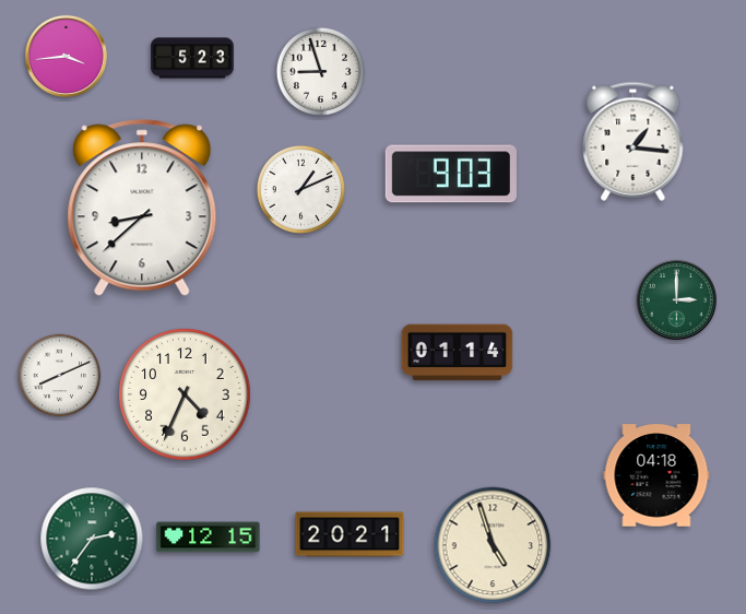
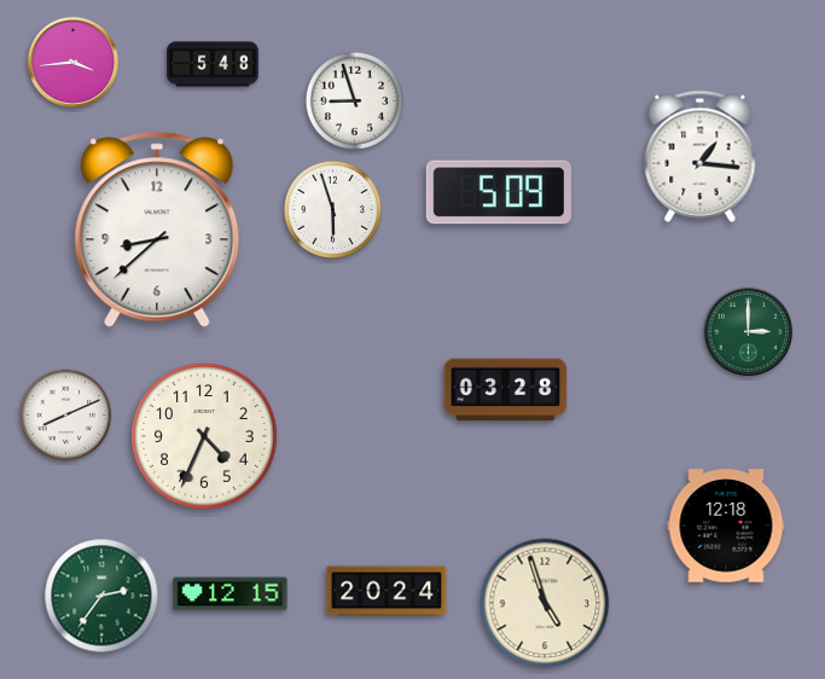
clock at (192, 58): 5:23 -> 5:48
clock at (320, 71) position: (320, 71) -> (354, 100)
clock at (451, 174): 9:03 -> 5:09
clock at (300, 189): 1:11 -> 5:57
clock at (458, 353): 01:14 -> 03:28
clock at (656, 475): 04:18 -> 12:18
clock at (350, 534): 20:21 -> 20:24
